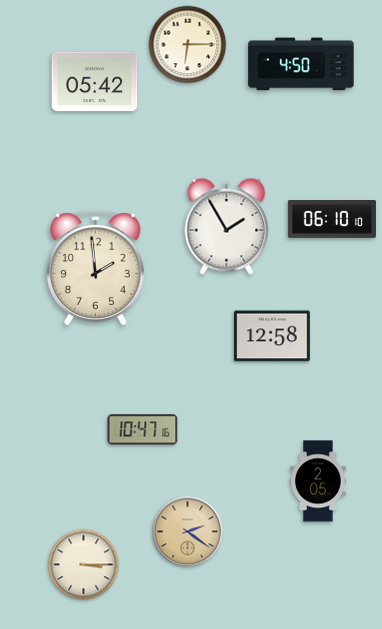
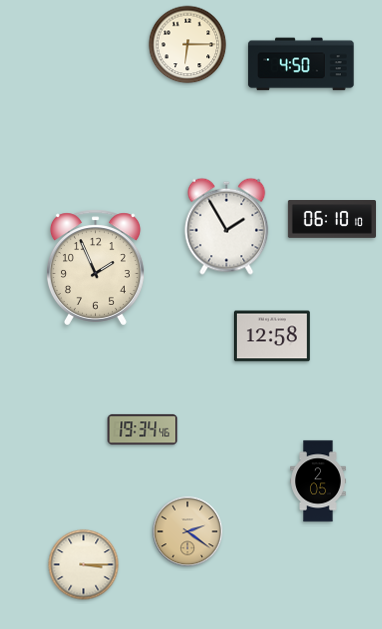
clock at (95, 82): 05:42 -> none
clock at (95, 268): 1:59 -> 1:56
clock at (143, 430): 10:47 -> 19:34
